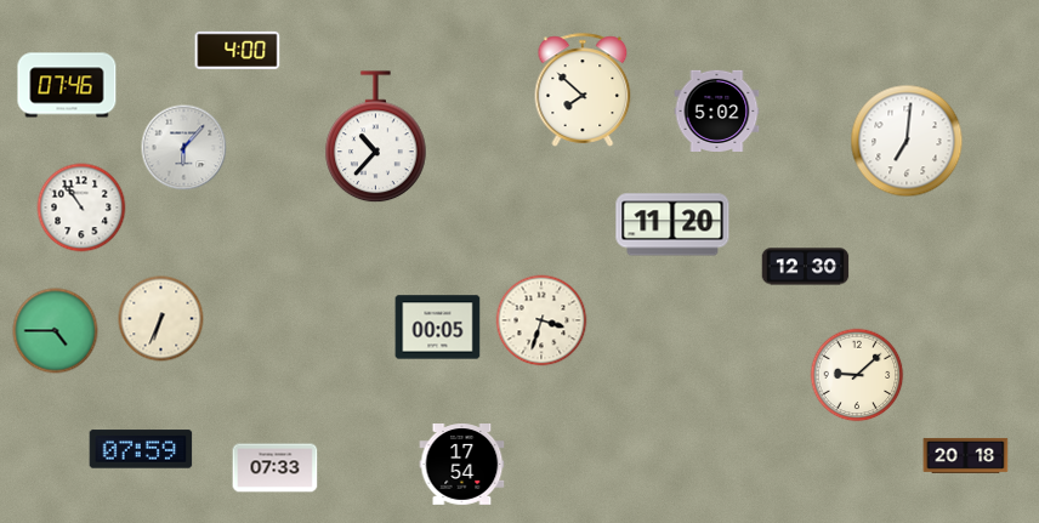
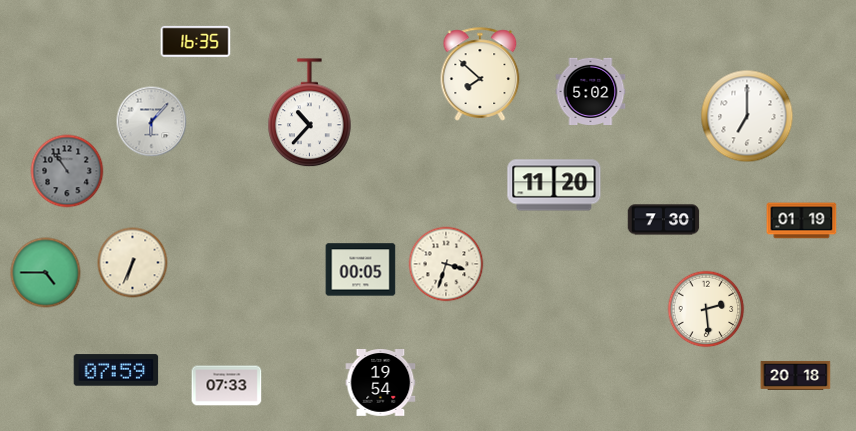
clock at (238, 50): 4:00 -> 16:35
clock at (67, 85): 07:46 -> none
clock at (907, 141): 7:01 -> 7:00
clock at (81, 208) dial: white -> grey
clock at (806, 267): 12:30 -> 7:30
clock at (802, 221): none -> 01:19
clock at (857, 375): 9:08 -> 2:29
clock at (462, 465): 17:54 -> 19:54
